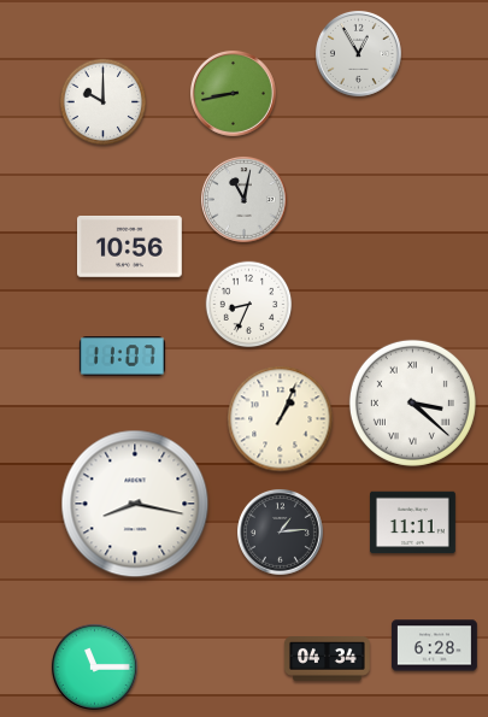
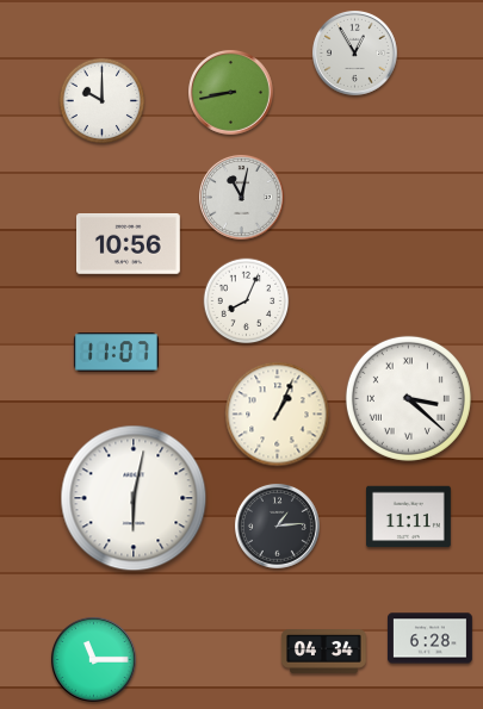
clock at (249, 305): 8:34 -> 8:04
clock at (122, 357) position: (122, 357) -> (116, 353)
clock at (135, 504): 8:17 -> 6:02
